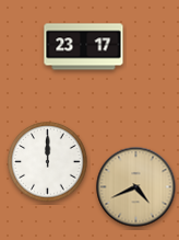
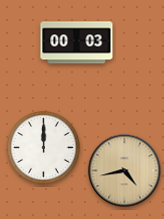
clock at (84, 47): 23:17 -> 00:03
clock at (136, 187): 4:41 -> 4:43
